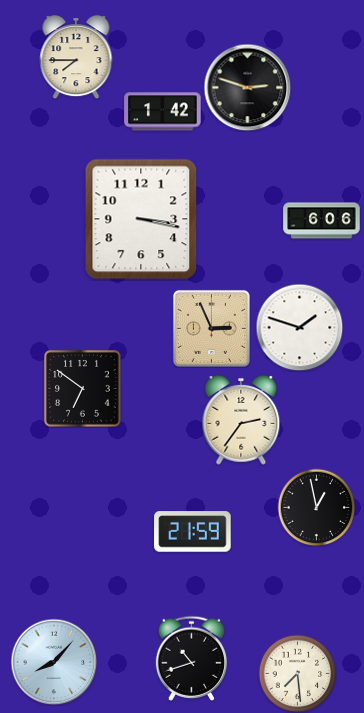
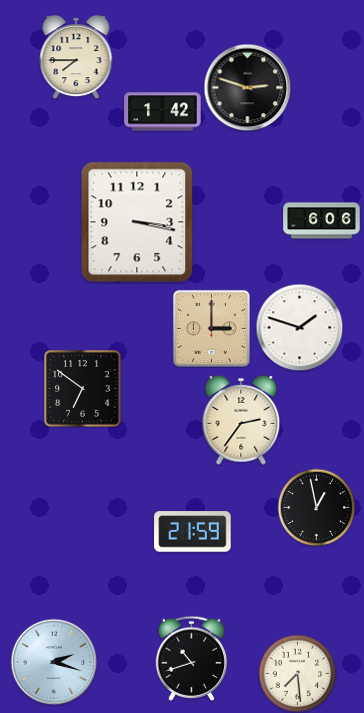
clock at (141, 219) position: (141, 219) -> (137, 222)
clock at (211, 328): 2:56 -> 3:00
clock at (54, 662): 8:07 -> 2:18
